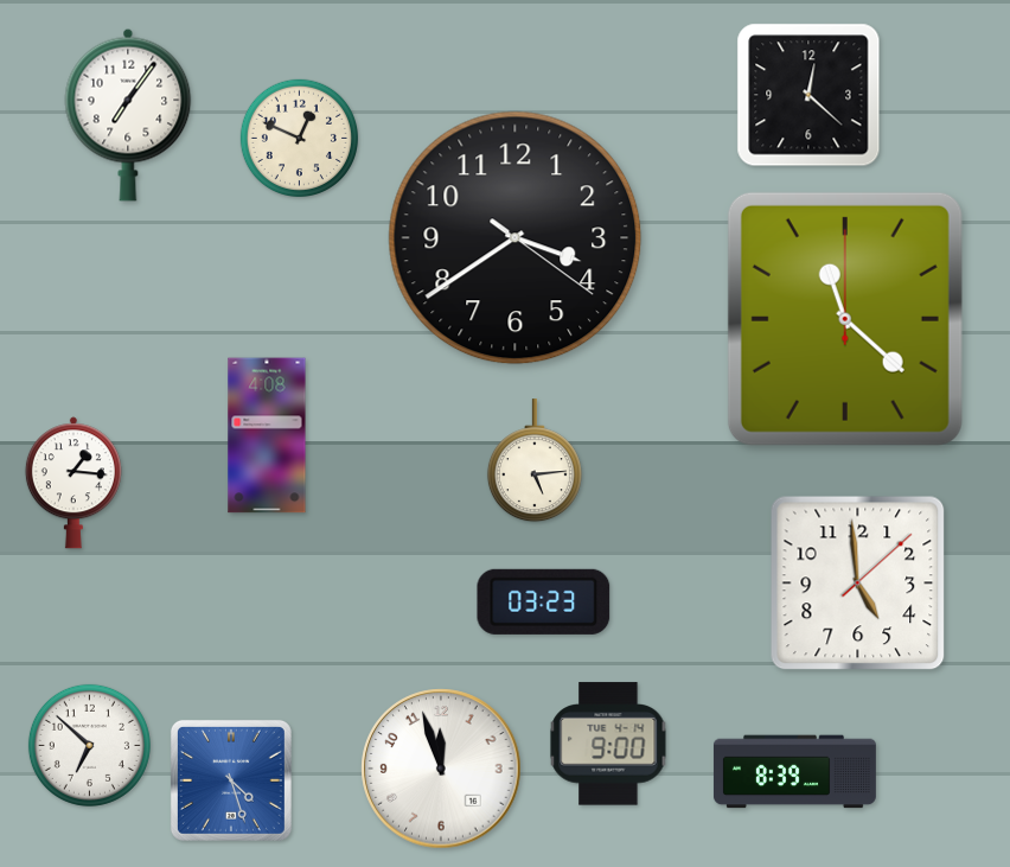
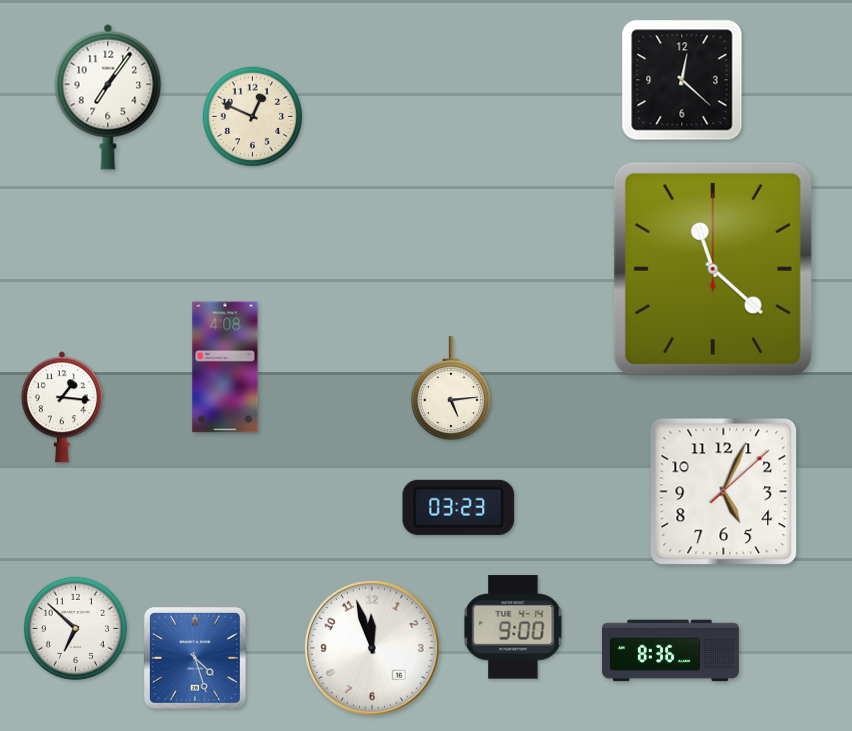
clock at (516, 238): 3:39 -> none
clock at (858, 584): 4:59 -> 5:04
clock at (794, 772): 8:39 -> 8:36
